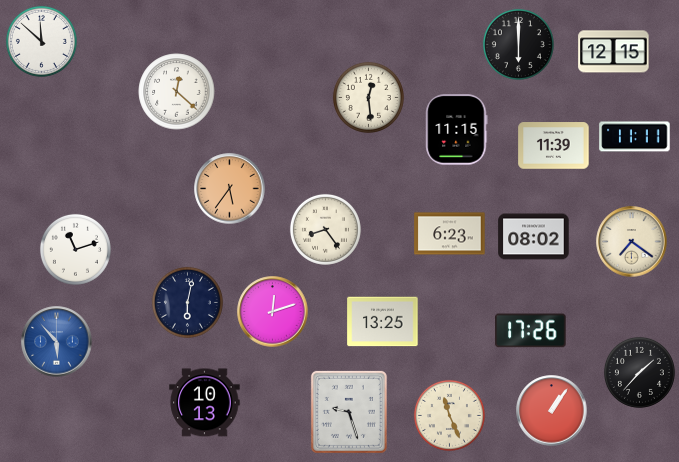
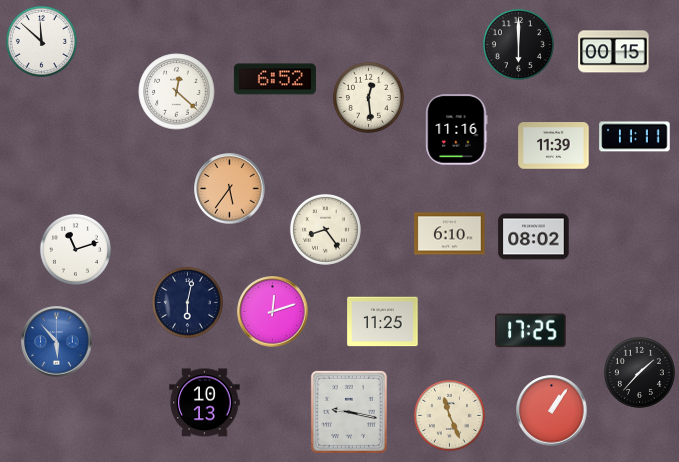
clock at (614, 52): 12:15 -> 00:15
clock at (275, 79): none -> 6:52
clock at (457, 130): 11:15 -> 11:16
clock at (450, 234): 6:23 -> 6:10
clock at (632, 242): 7:21 -> none
clock at (383, 322): 13:25 -> 11:25
clock at (531, 331): 17:26 -> 17:25
clock at (349, 412): 9:27 -> 9:17
